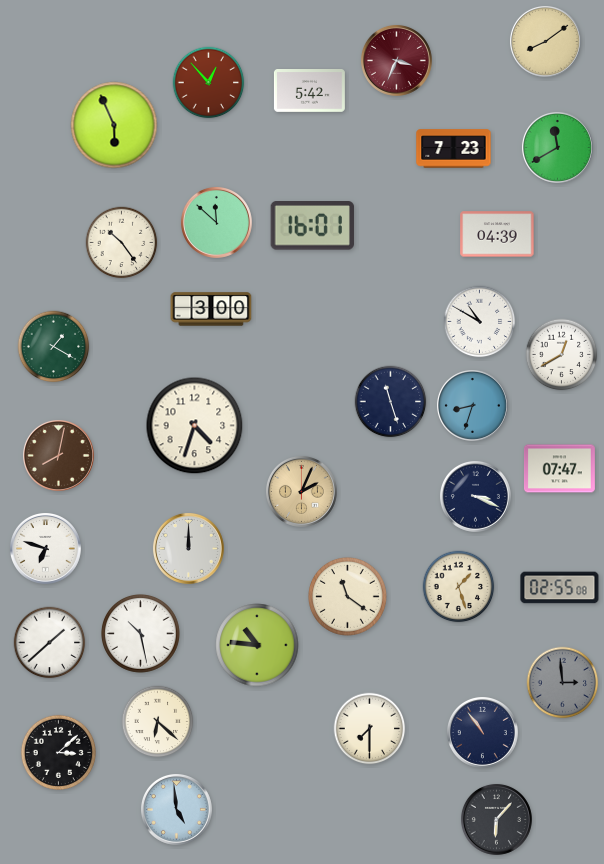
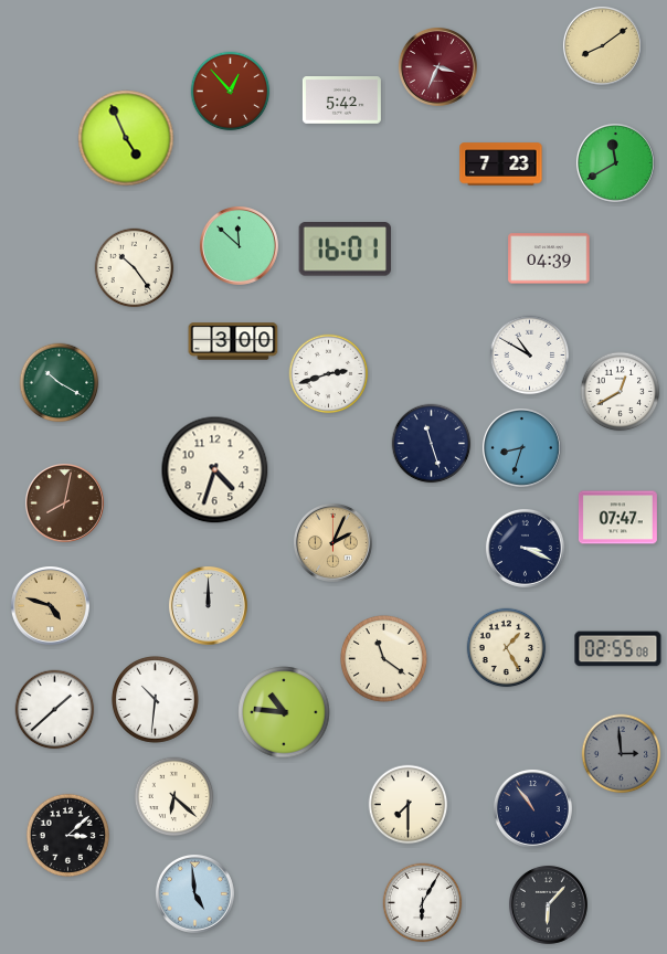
clock at (114, 125): 5:56 -> 4:56
clock at (329, 374): none -> 2:42
clock at (54, 347): 1:20 -> 10:20
clock at (45, 548): 6:48 -> 4:48
clock at (45, 548) dial: white -> champagne
clock at (459, 587): 1:27 -> 1:25
clock at (141, 634): 10:28 -> 10:31
clock at (58, 752) position: (58, 752) -> (67, 835)
clock at (423, 903): none -> 6:05
